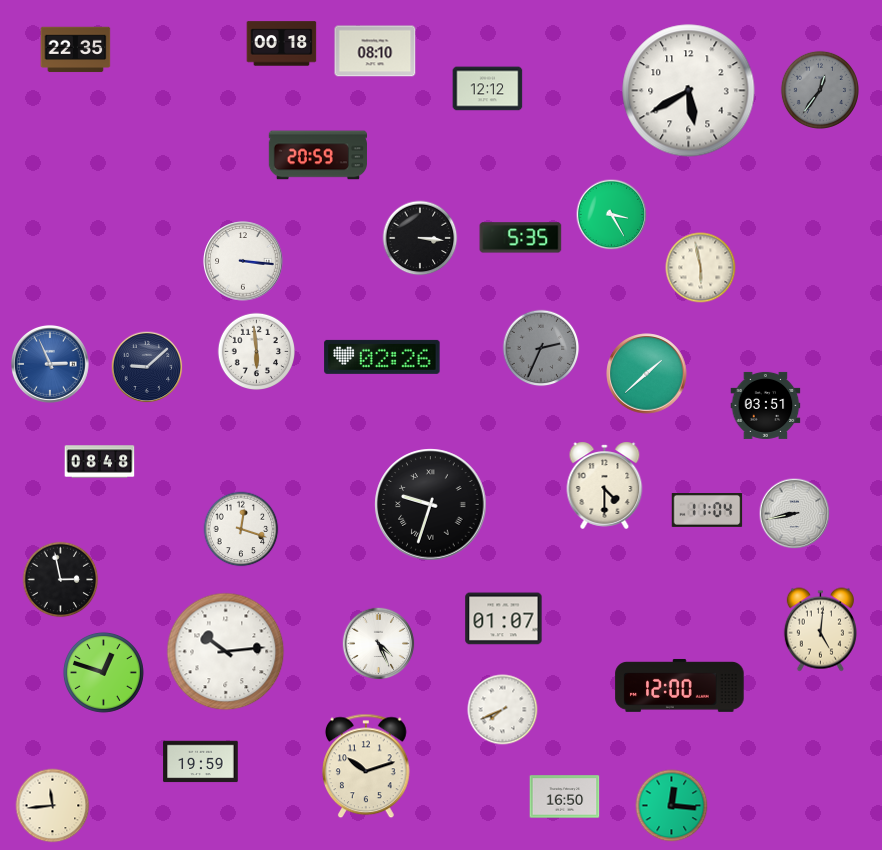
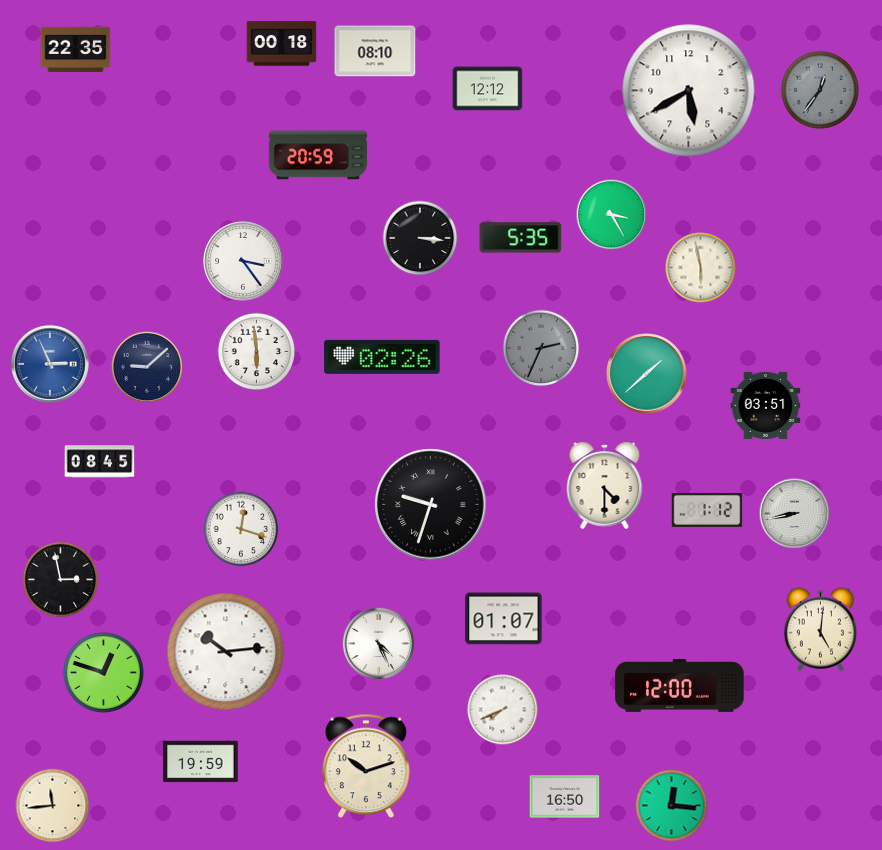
clock at (243, 261): 3:16 -> 3:24
clock at (100, 462): 08:48 -> 08:45
clock at (707, 511): 11:04 -> 1:12
